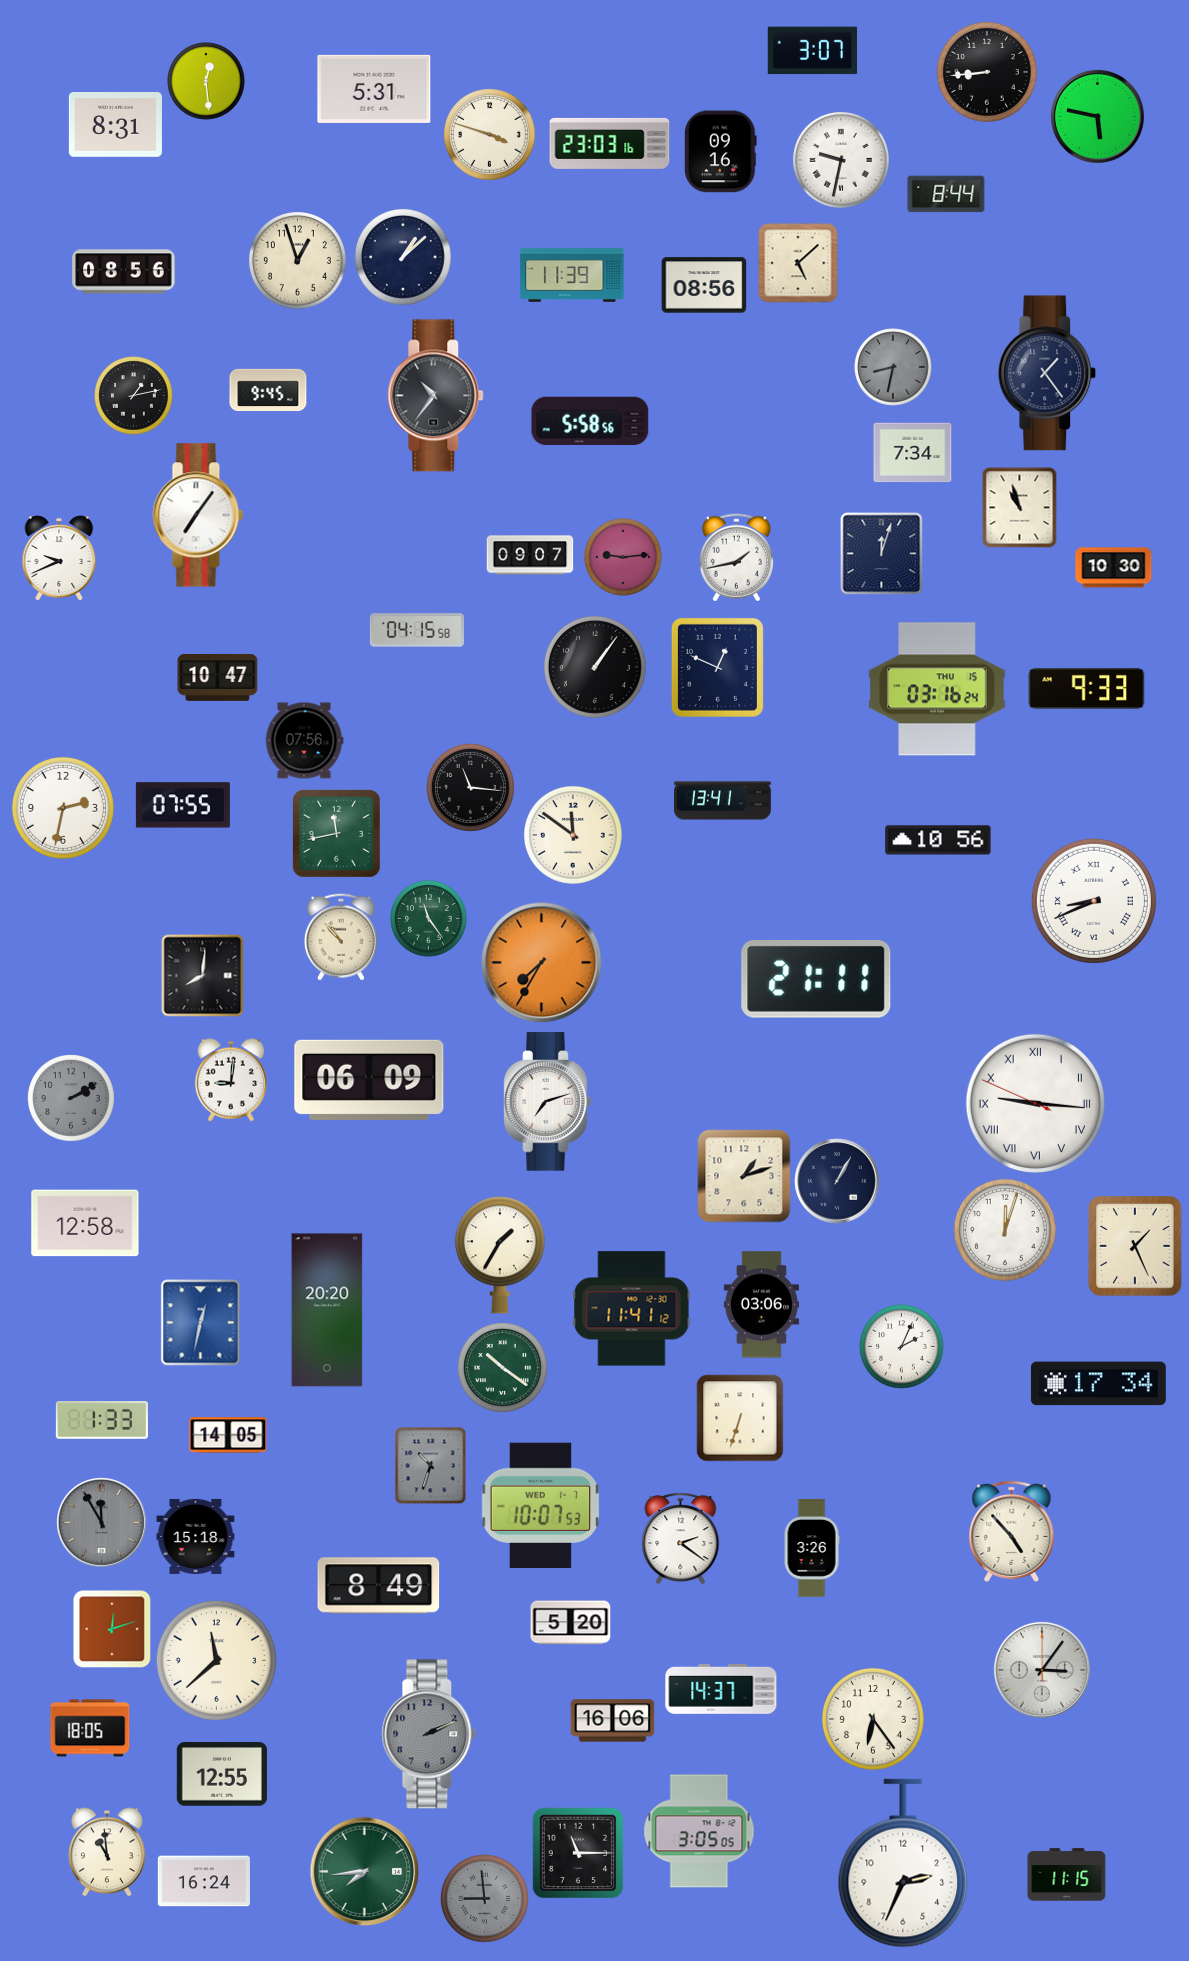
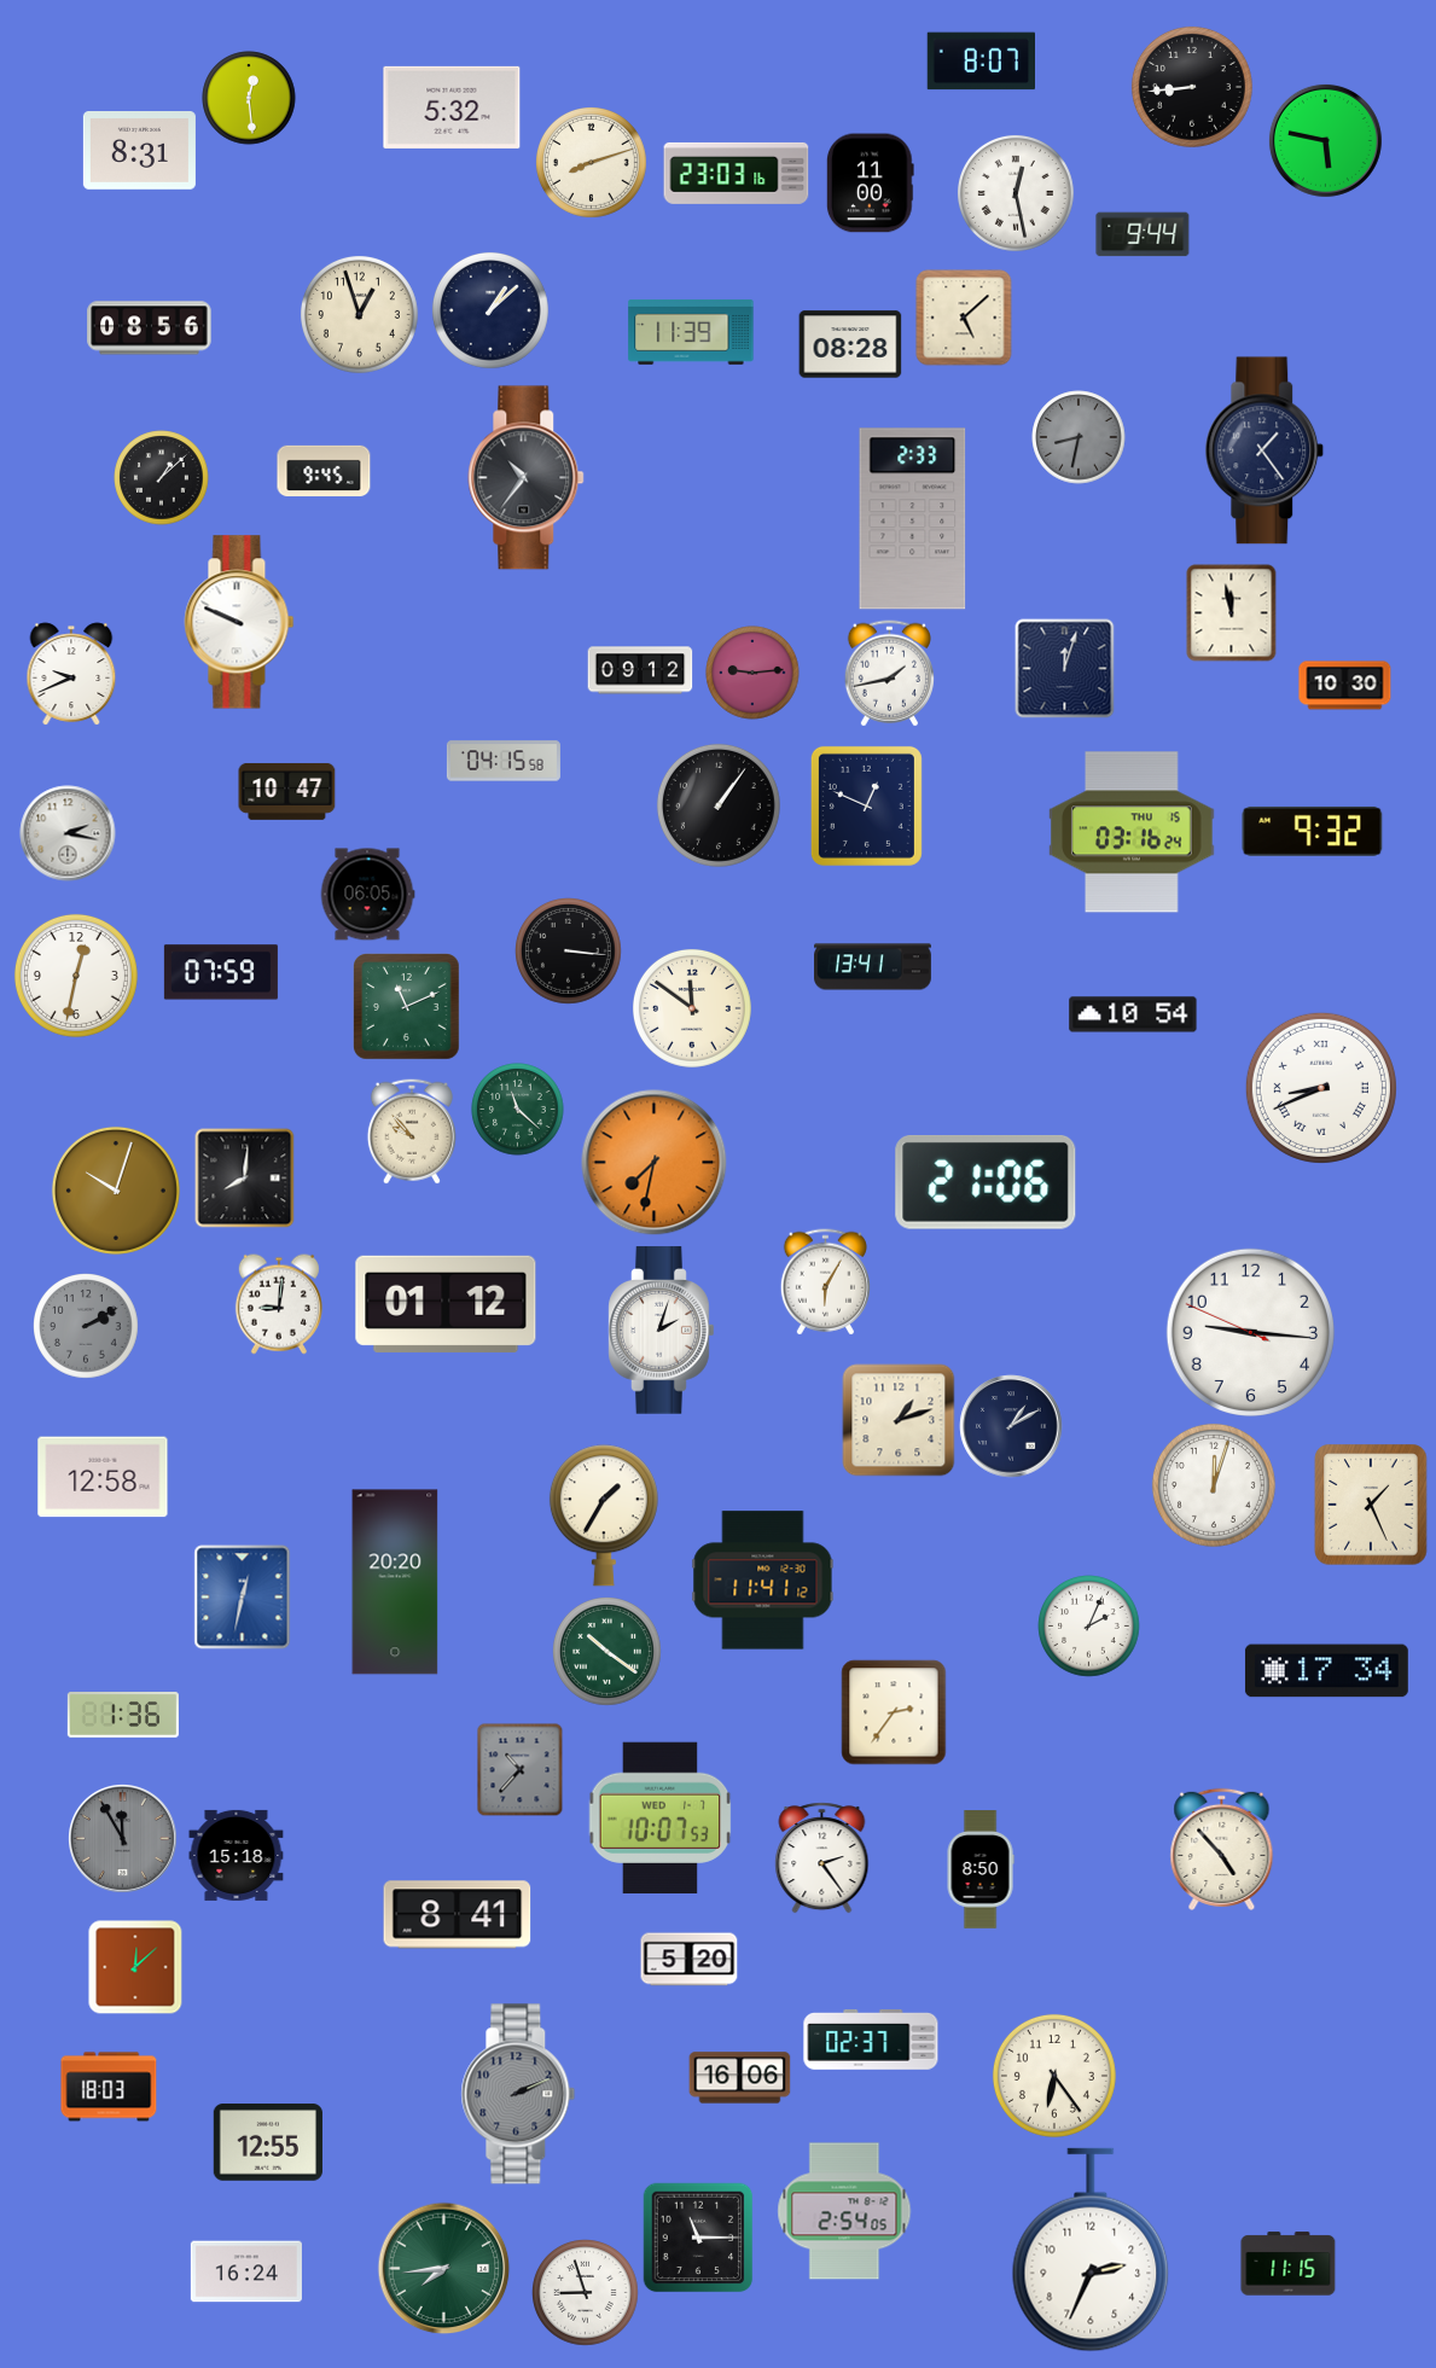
clock at (812, 51): 3:07 -> 8:07
clock at (374, 89): 5:31 -> 5:32
clock at (490, 135): 3:48 -> 8:12
clock at (721, 152): 09:16 -> 11:00
clock at (841, 160): 9:32 -> 12:28
clock at (946, 194): 8:44 -> 9:44
clock at (403, 257) position: (403, 257) -> (490, 310)
clock at (704, 285): 08:56 -> 08:28
clock at (893, 367) position: (893, 367) -> (1079, 437)
clock at (134, 396): 1:13 -> 1:08
clock at (590, 421): 5:58 -> none
clock at (913, 519): none -> 2:33
clock at (913, 453): 7:34 -> none
clock at (1020, 508): 10:57 -> 11:58
clock at (198, 515): 7:06 -> 9:49
clock at (530, 555): 09:07 -> 09:12
clock at (218, 677) position: (218, 677) -> (287, 791)
clock at (1087, 688): 9:33 -> 9:32
clock at (68, 833): none -> 2:17
clock at (304, 741): 07:56 -> 06:05
clock at (471, 788): 11:16 -> 3:16
clock at (183, 805): 07:55 -> 07:59
clock at (63, 808): 2:32 -> 12:32
clock at (337, 834): 11:43 -> 11:11
clock at (938, 840): 10:56 -> 10:54
clock at (429, 919): 11:24 -> 11:22
clock at (341, 937): 10:53 -> 9:53
clock at (542, 963): 7:35 -> 7:32
clock at (816, 979): 21:11 -> 21:06
clock at (116, 1191): none -> 10:03
clock at (825, 1282): none -> 6:05
clock at (369, 1080): 06:09 -> 01:12
clock at (548, 1102): 7:12 -> 2:03
clock at (1035, 1103) numerals: Roman -> Arabic
clock at (837, 1181): 1:05 -> 1:10
clock at (761, 1305): 03:06 -> none
clock at (740, 1418): 6:33 -> 2:36
clock at (102, 1421): 1:33 -> 1:36
clock at (228, 1435): 14:05 -> none
clock at (431, 1465): 10:33 -> 10:37
clock at (541, 1506) position: (541, 1506) -> (661, 1819)
clock at (681, 1539): 2:21 -> 2:24
clock at (812, 1548): 3:26 -> 8:50
clock at (379, 1586): 8:49 -> 8:41
clock at (112, 1629): 12:12 -> 12:08
clock at (216, 1660): 11:38 -> none
clock at (1042, 1670): 3:06 -> none
clock at (721, 1689): 14:37 -> 02:37
clock at (90, 1728): 18:05 -> 18:03
clock at (699, 1831): 3:05 -> 2:54
clock at (108, 1852): 10:59 -> none
clock at (365, 1872) position: (365, 1872) -> (444, 2269)
clock at (485, 1899): 8:59 -> 8:57
clock at (485, 1899) dial: grey -> white
